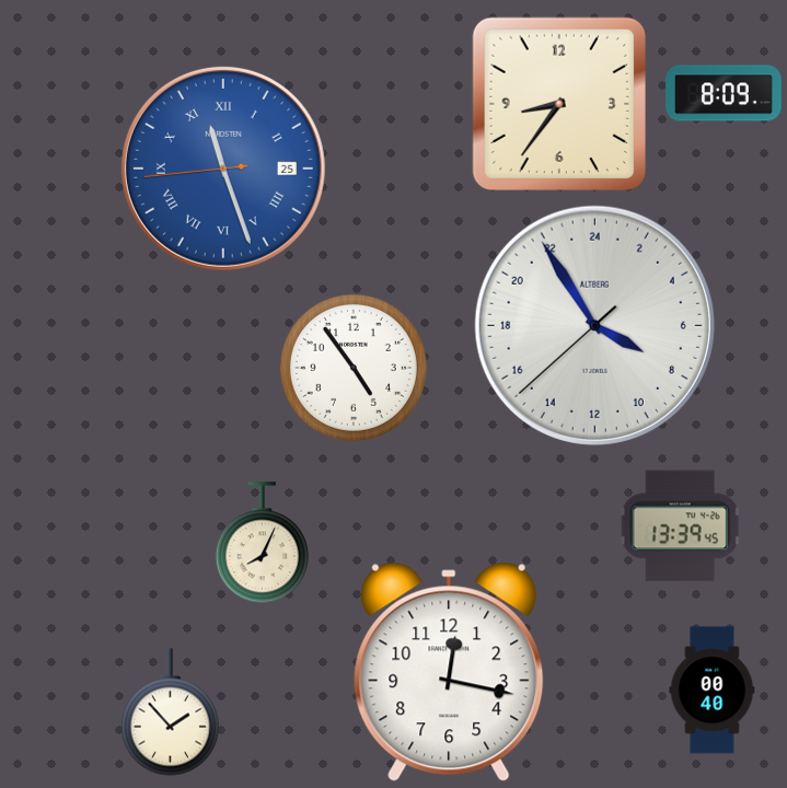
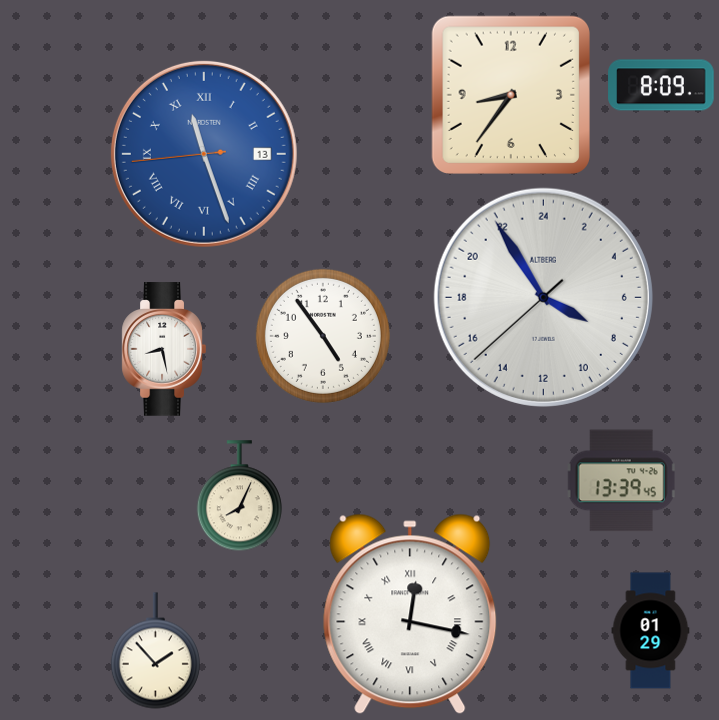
clock at (223, 169) date: 25 -> 13
clock at (164, 349): none -> 8:28
clock at (449, 672) numerals: Arabic -> Roman
clock at (713, 691): 00:40 -> 01:29
